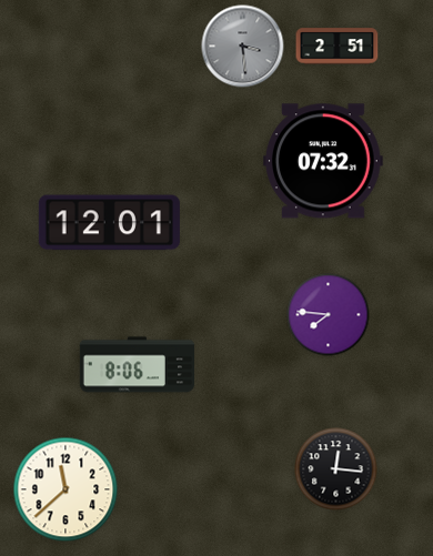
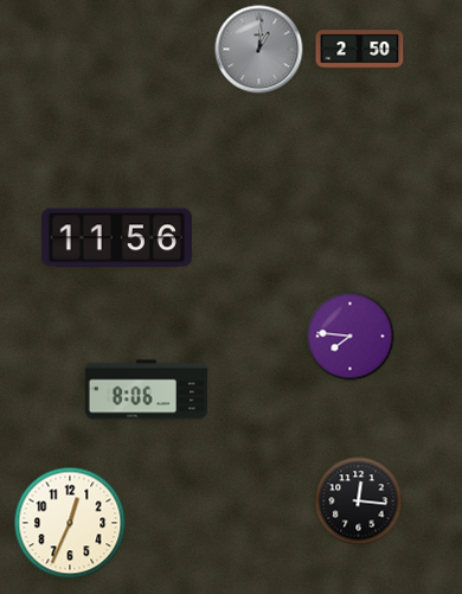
clock at (243, 47): 3:29 -> 1:01
clock at (338, 47): 2:51 -> 2:50
clock at (323, 161): 07:32 -> none
clock at (109, 223): 12:01 -> 11:56
clock at (66, 489): 11:38 -> 12:34
